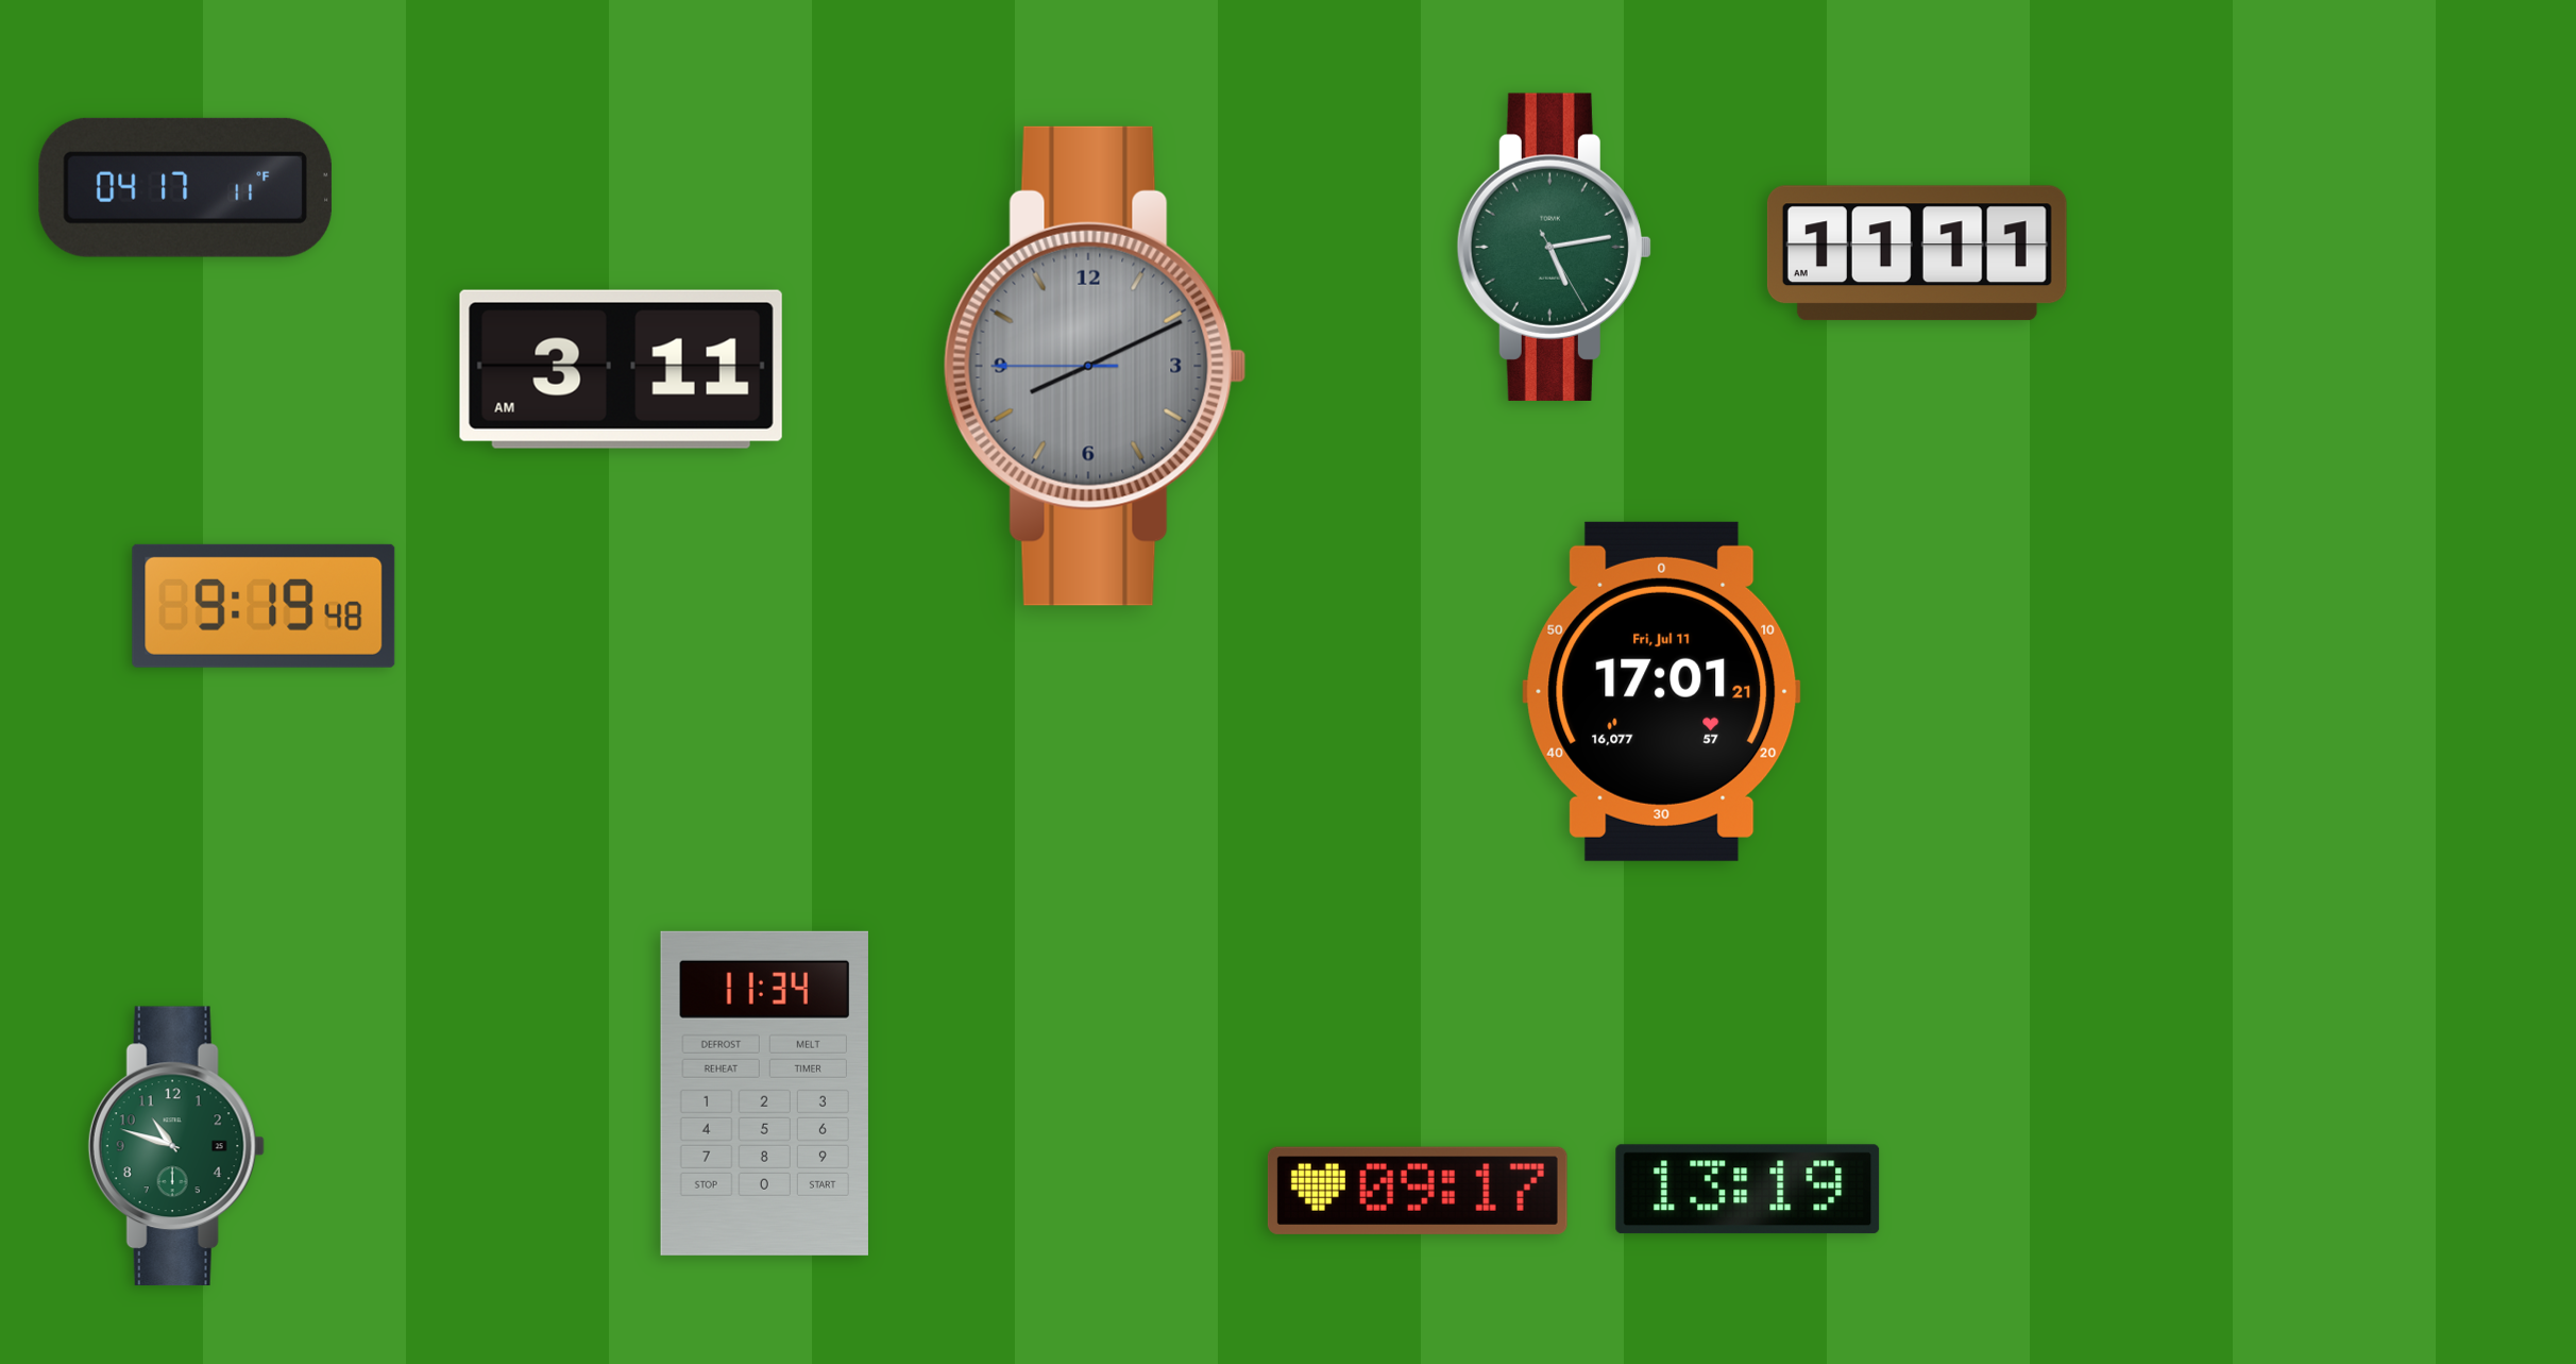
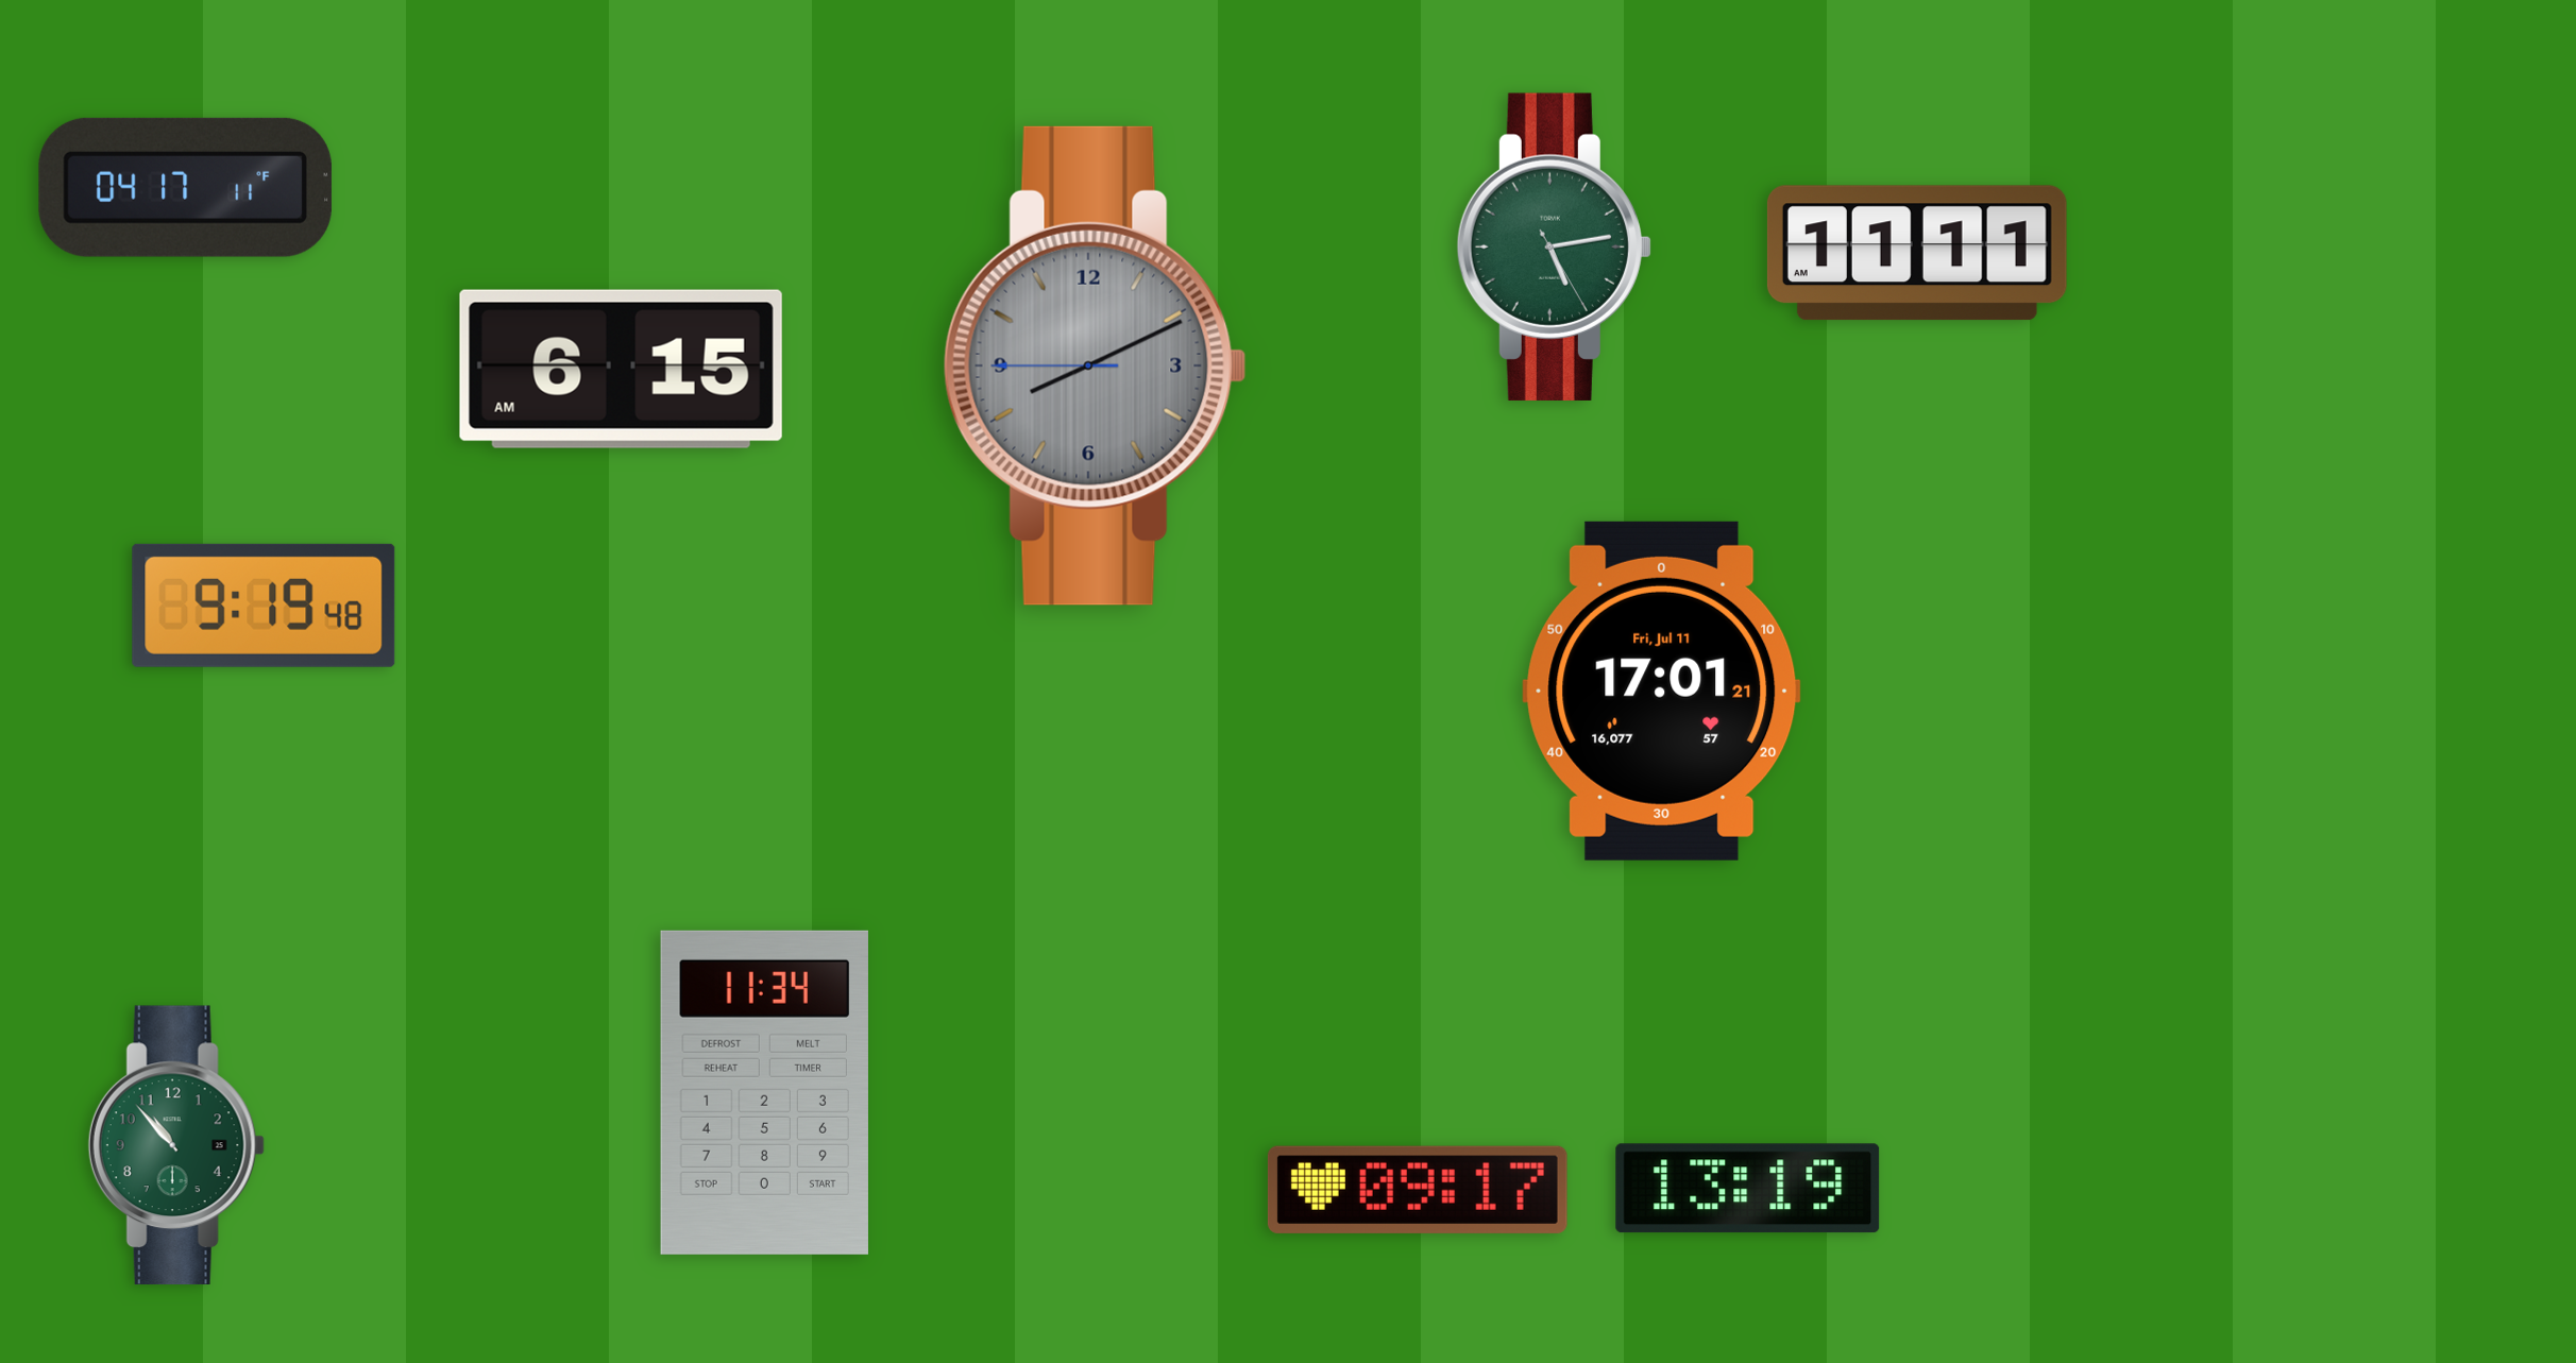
clock at (621, 369): 3:11 -> 6:15
clock at (176, 1146): 10:48 -> 10:53
